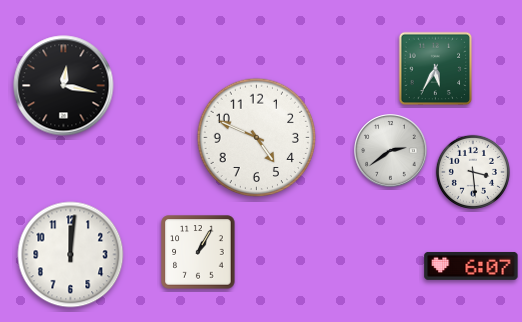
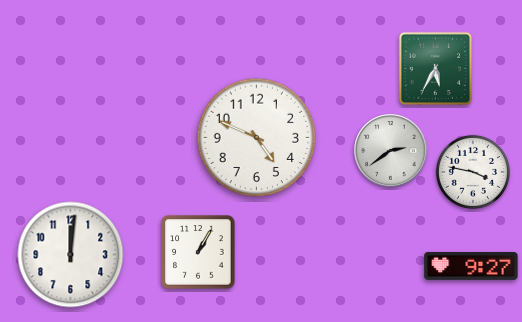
clock at (64, 86): 12:17 -> none
clock at (473, 172): 3:29 -> 3:47
clock at (471, 266): 6:07 -> 9:27
